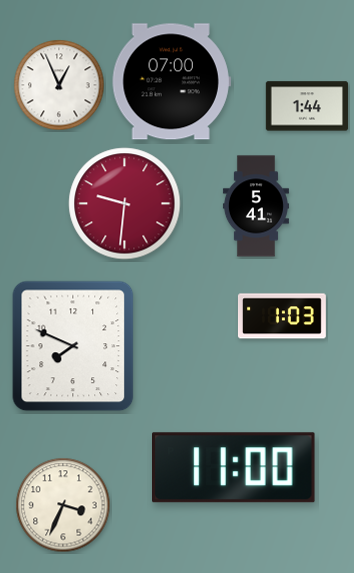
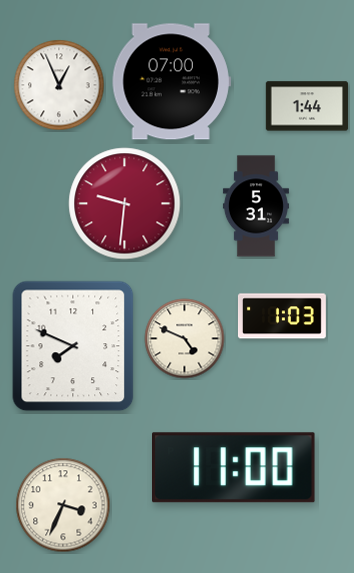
clock at (256, 206): 5:41 -> 5:31
clock at (185, 339): none -> 4:49
